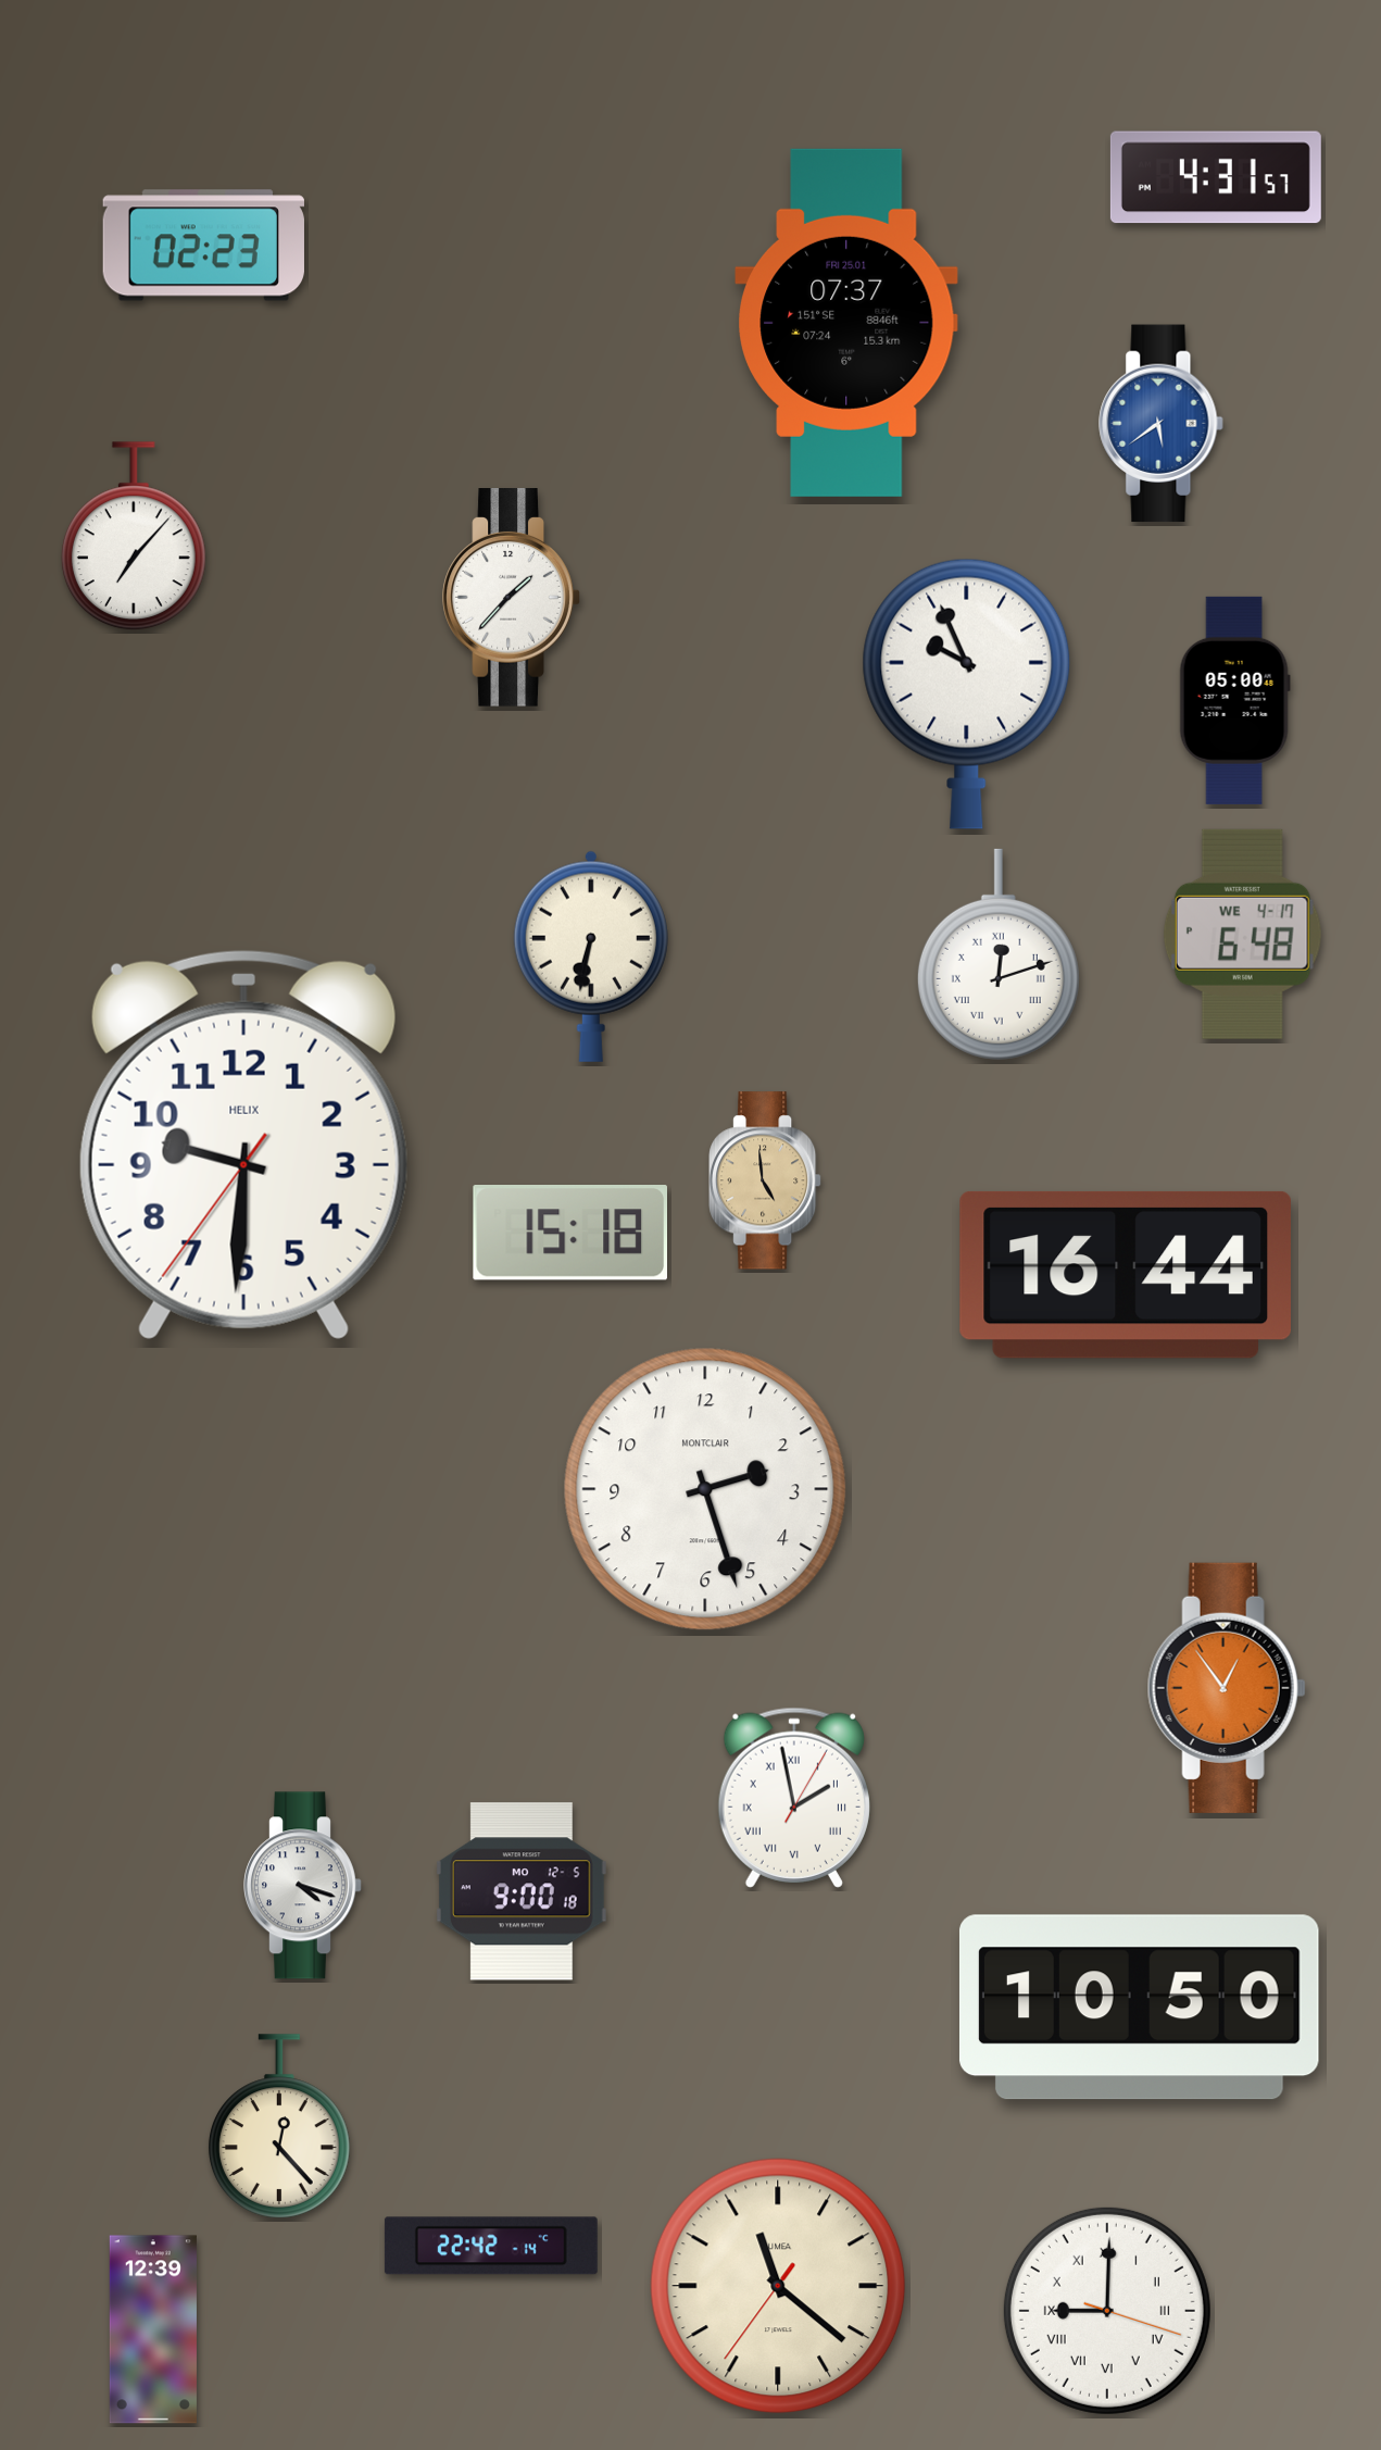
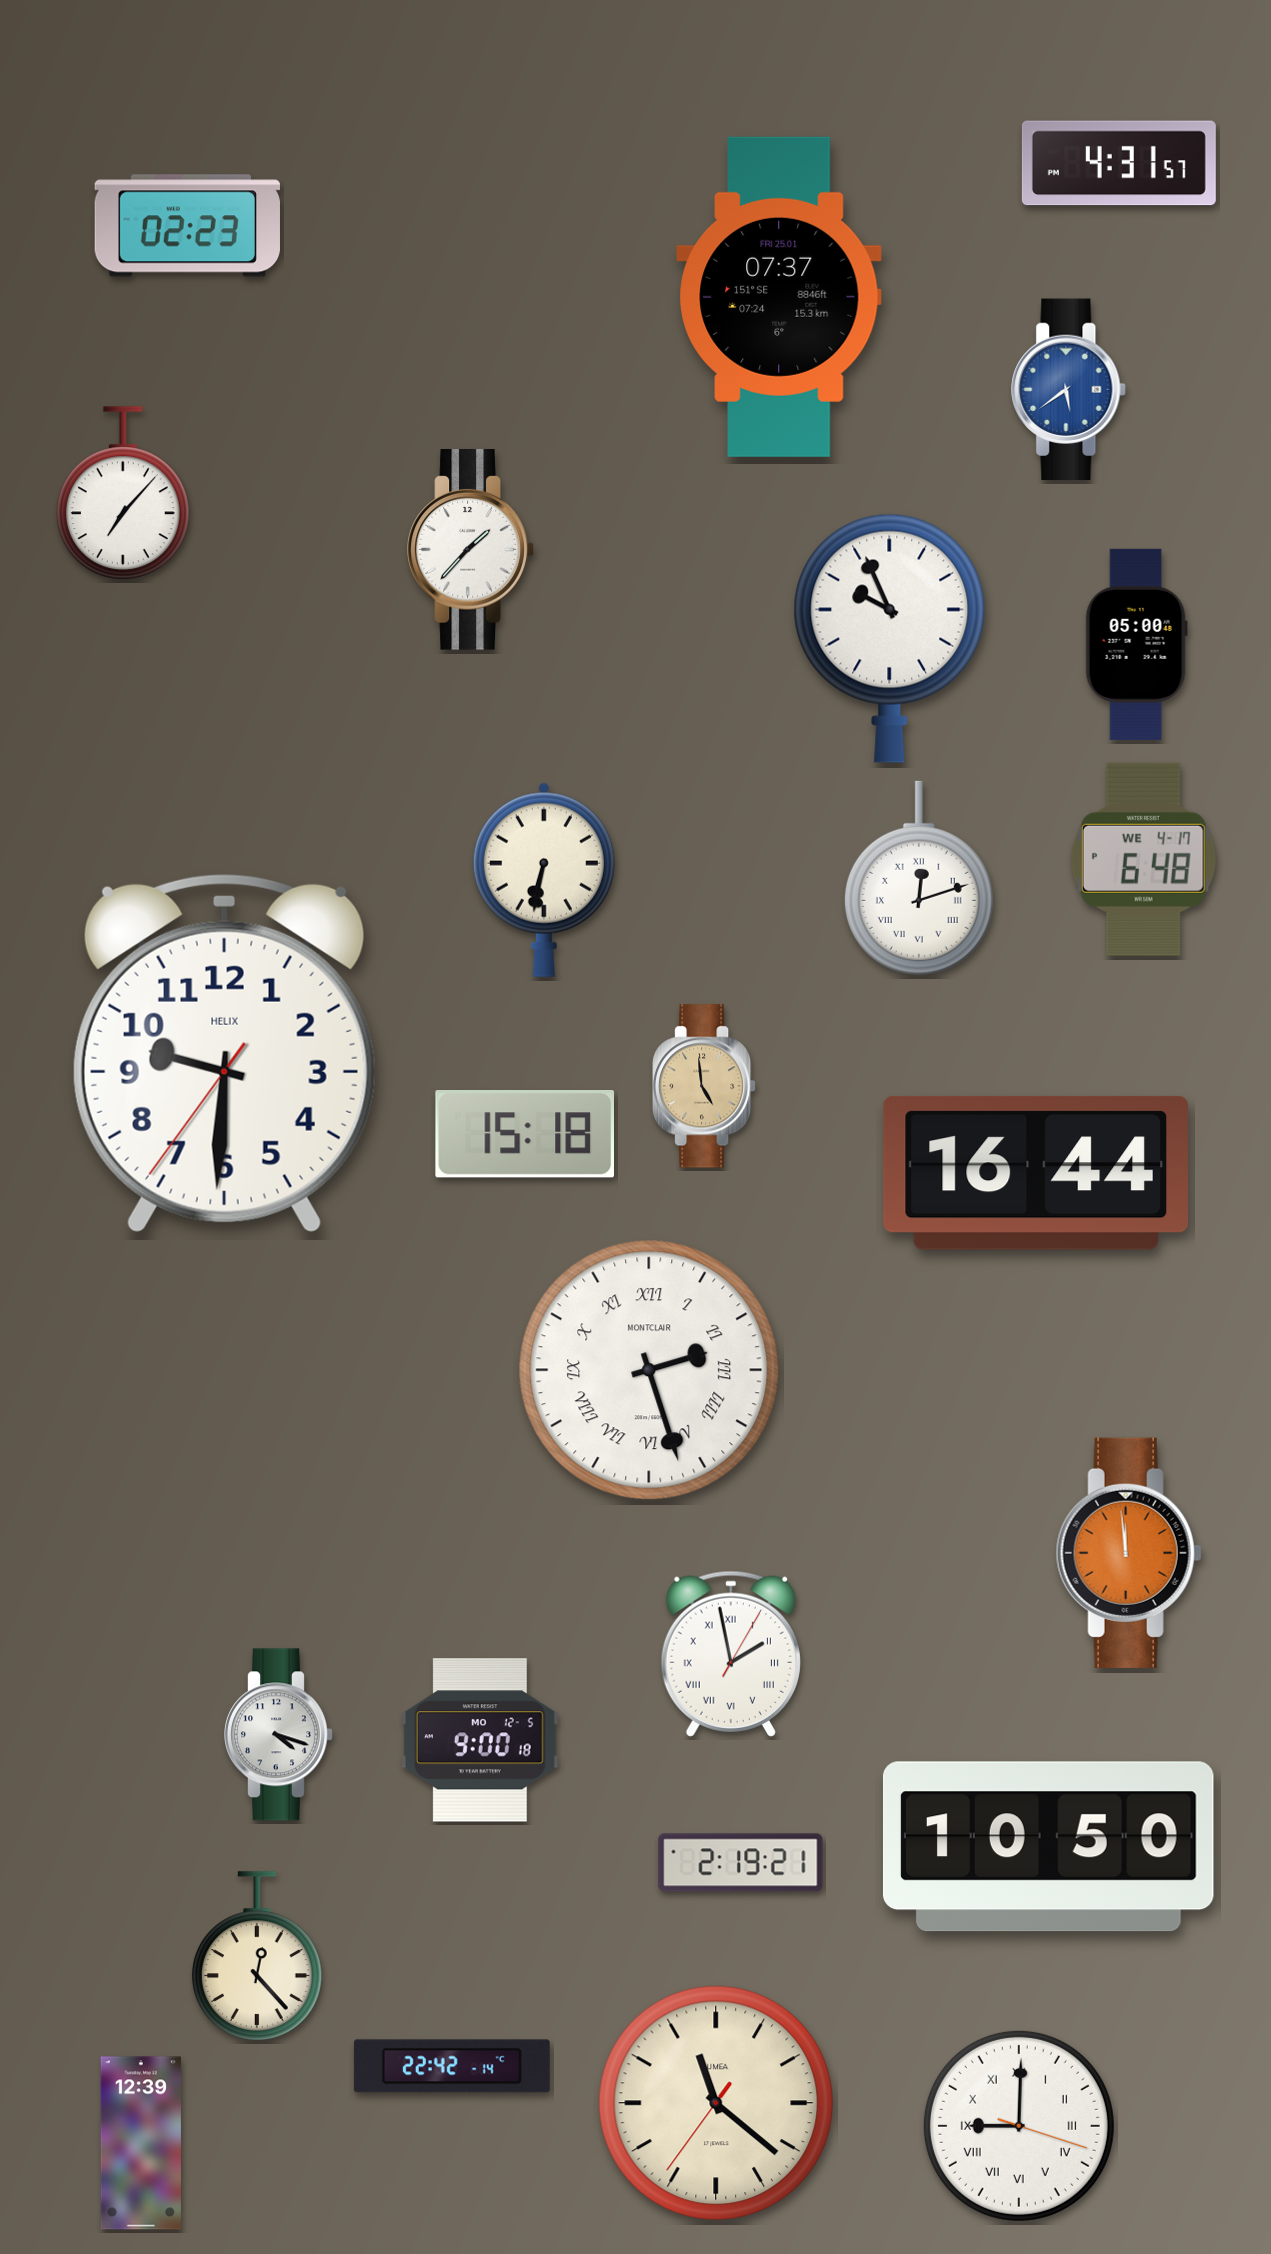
clock at (705, 1489) numerals: Arabic -> Roman
clock at (1227, 1688): 12:54 -> 11:59
clock at (741, 1863): none -> 2:19
